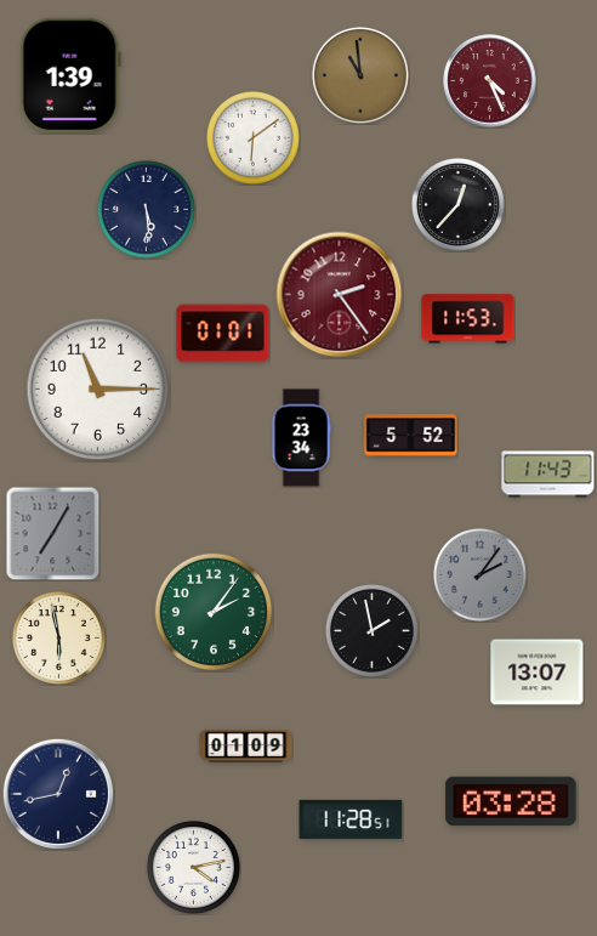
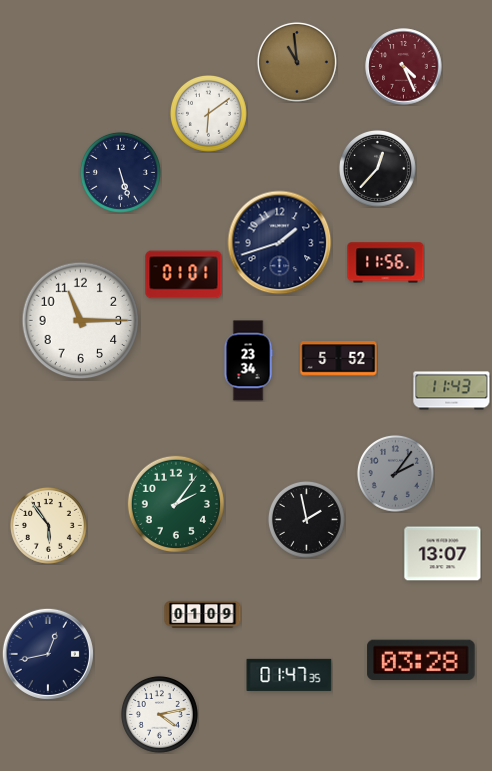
clock at (70, 74): 1:39 -> none
clock at (146, 209): 5:29 -> 5:27
clock at (340, 295): 2:24 -> 1:42
clock at (340, 295) dial: burgundy -> navy
clock at (468, 319): 11:53 -> 11:56
clock at (52, 533): 7:05 -> none
clock at (58, 637): 5:58 -> 5:54
clock at (351, 819): 11:28 -> 01:47
